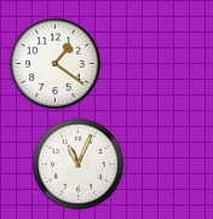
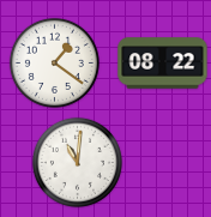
clock at (163, 64): none -> 08:22
clock at (77, 163): 11:04 -> 11:01
